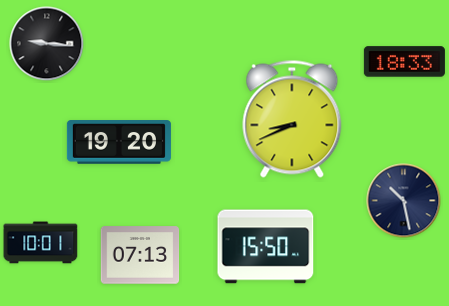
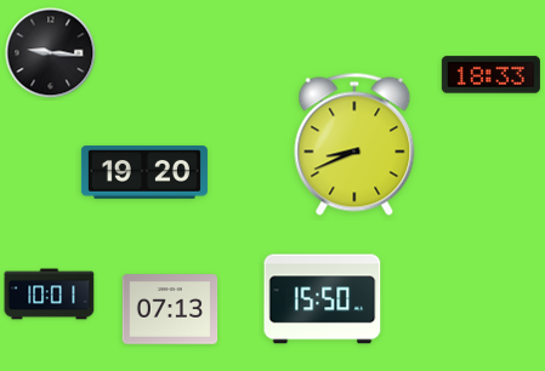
clock at (47, 44) position: (47, 44) -> (51, 53)
clock at (404, 201): 10:28 -> none
